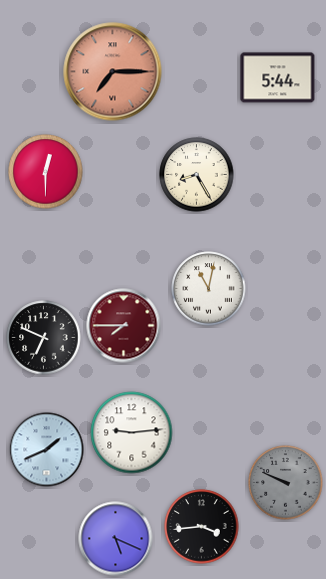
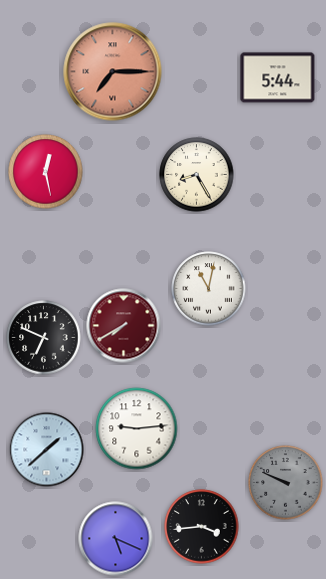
clock at (46, 172): 12:30 -> 12:28
clock at (124, 326): 7:45 -> 7:40
clock at (132, 433) position: (132, 433) -> (137, 429)
clock at (47, 450): 1:41 -> 1:38
